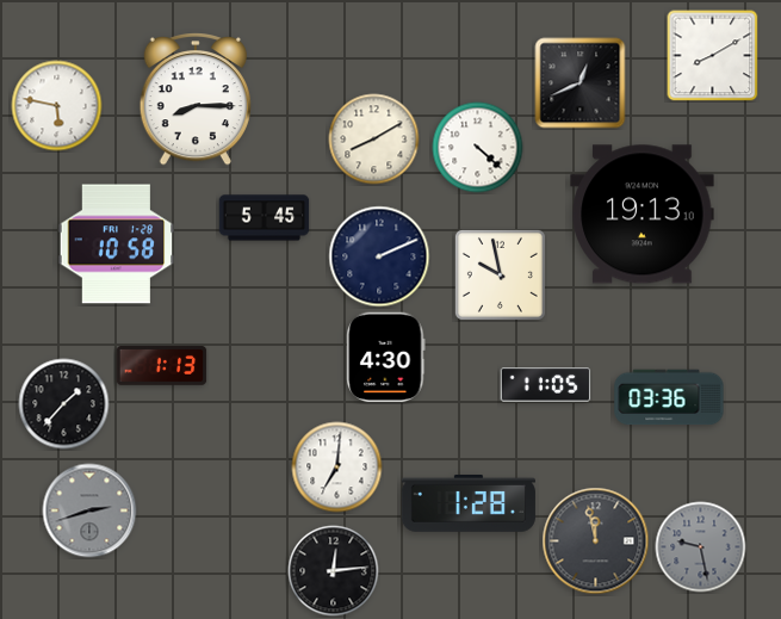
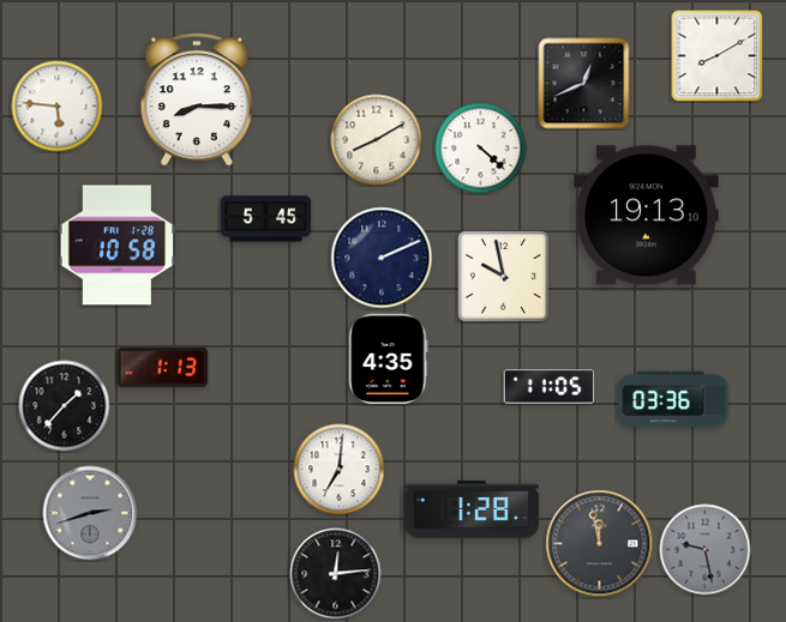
clock at (57, 106): 5:47 -> 5:46
clock at (386, 358): 4:30 -> 4:35
clock at (469, 503) position: (469, 503) -> (472, 509)
